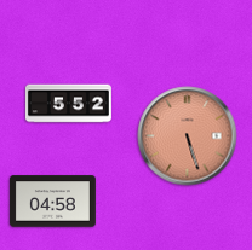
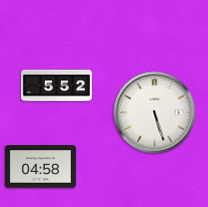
clock at (188, 136) dial: salmon -> white
clock at (52, 202) position: (52, 202) -> (40, 167)
